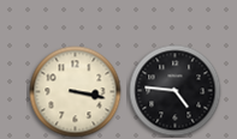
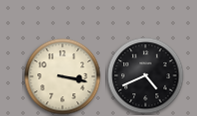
clock at (176, 91): 4:46 -> 4:41
